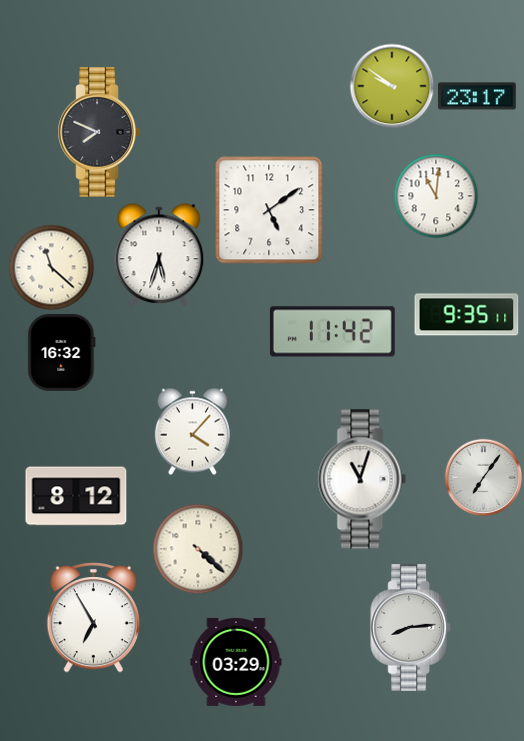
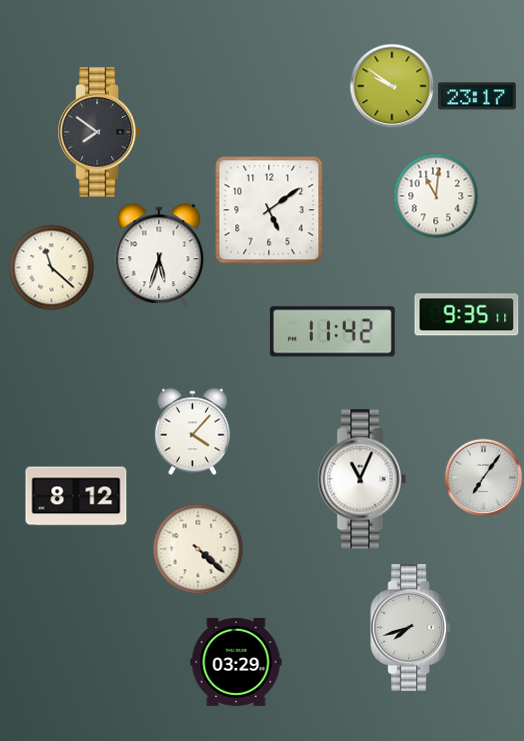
clock at (99, 132): 7:49 -> 7:51
clock at (62, 353): 16:32 -> none
clock at (362, 479): 11:03 -> 11:04
clock at (93, 618): 6:55 -> none
clock at (411, 628): 8:14 -> 7:42
